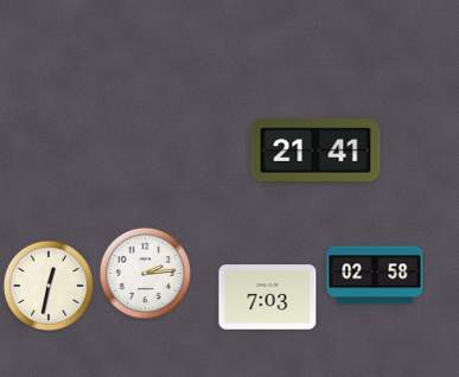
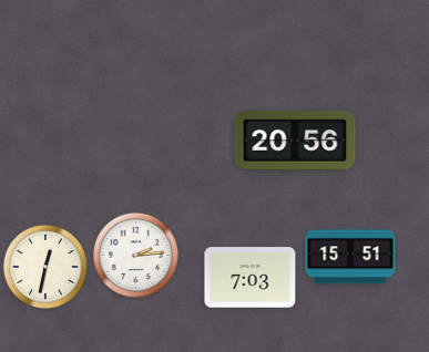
clock at (315, 151): 21:41 -> 20:56
clock at (375, 275): 02:58 -> 15:51
